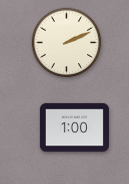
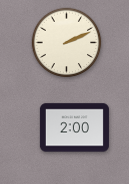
clock at (74, 128): 1:00 -> 2:00
